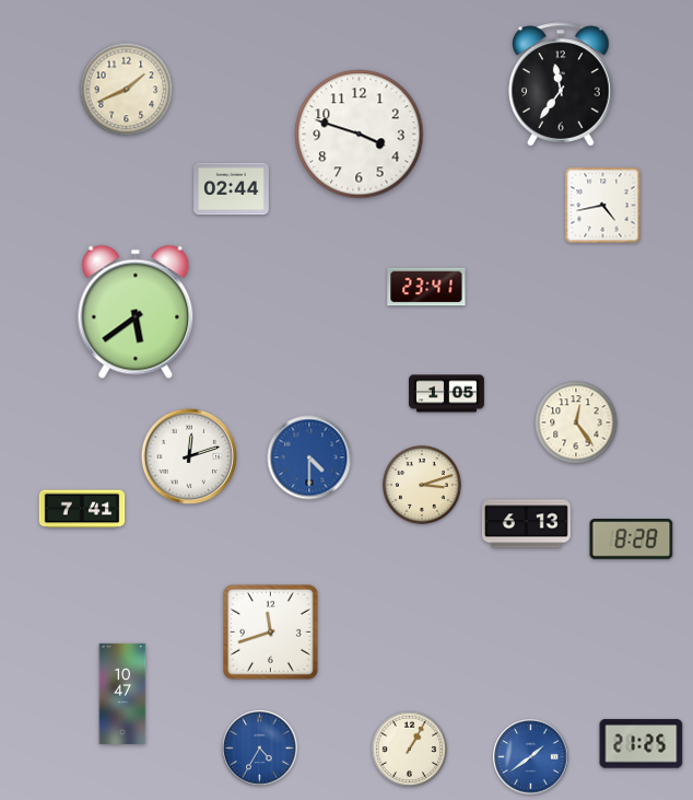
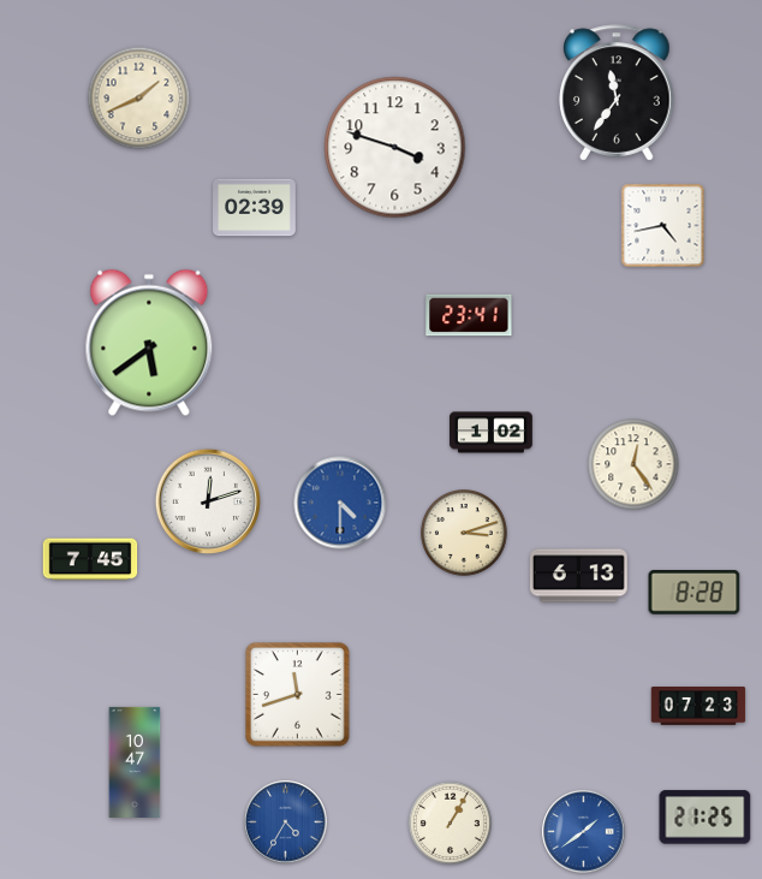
clock at (232, 189): 02:44 -> 02:39
clock at (447, 394): 1:05 -> 1:02
clock at (82, 509): 7:41 -> 7:45
clock at (698, 707): none -> 07:23
